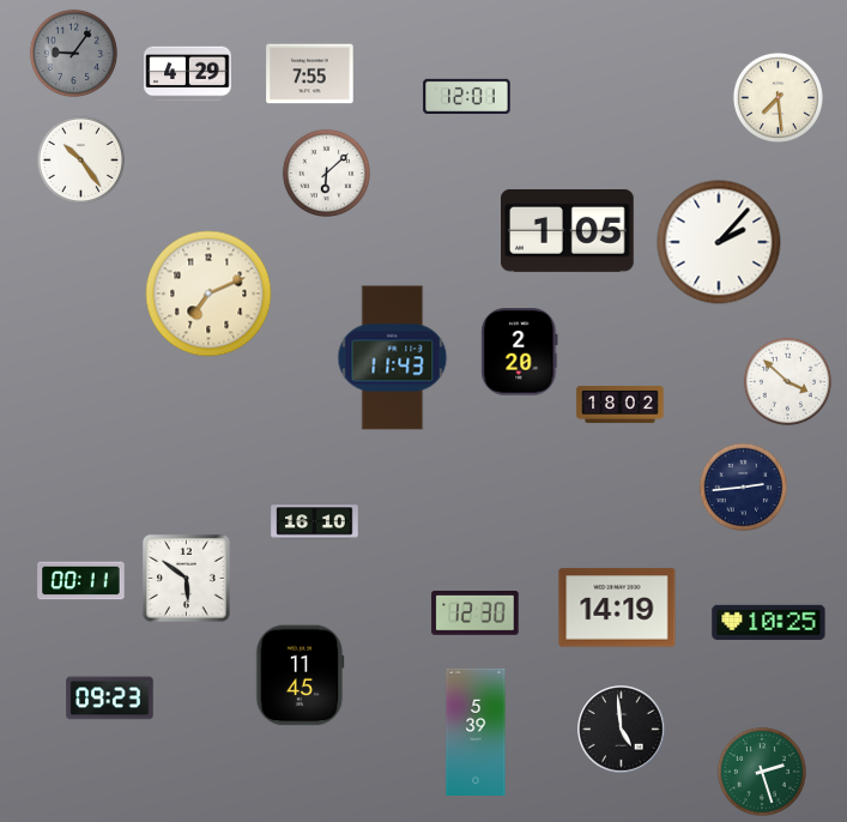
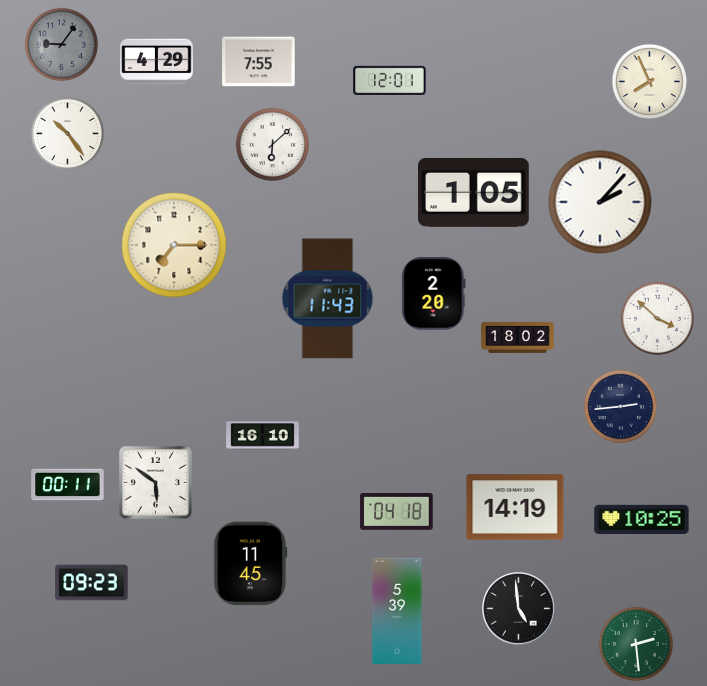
clock at (778, 97): 7:29 -> 7:56
clock at (208, 294): 7:11 -> 7:15
clock at (476, 614): 12:30 -> 04:18
clock at (762, 772): 2:27 -> 2:29
